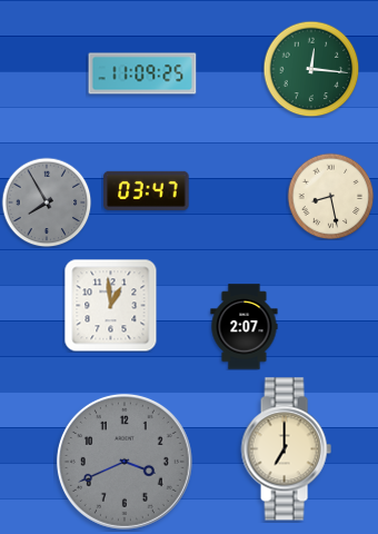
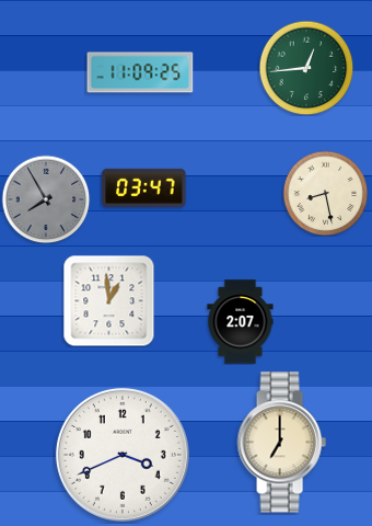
clock at (311, 69): 12:16 -> 12:44
clock at (125, 462) dial: grey -> white
